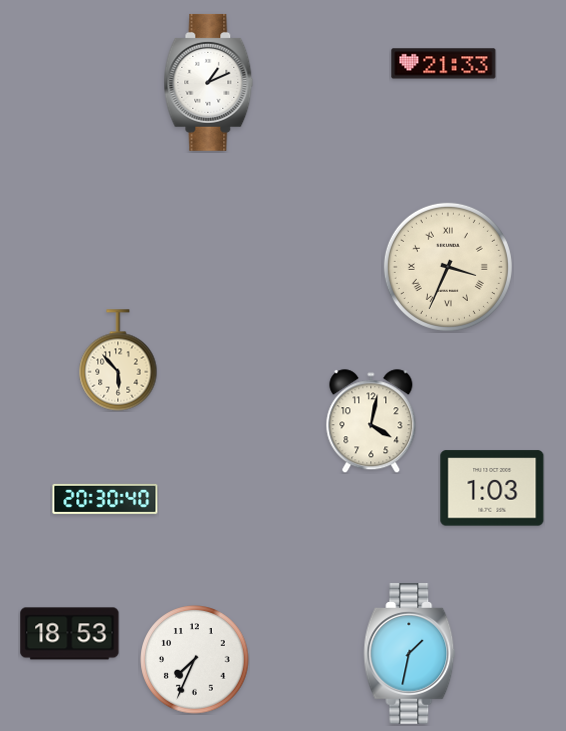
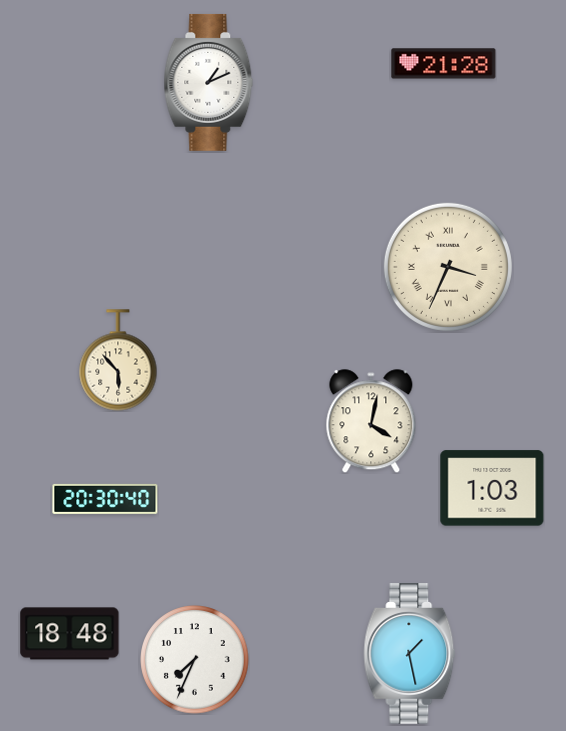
clock at (444, 64): 21:33 -> 21:28
clock at (70, 634): 18:53 -> 18:48
clock at (410, 654): 1:32 -> 1:28
